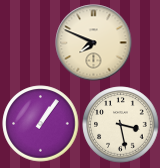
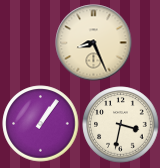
clock at (94, 43): 7:49 -> 8:26
clock at (121, 125): 3:28 -> 3:32
